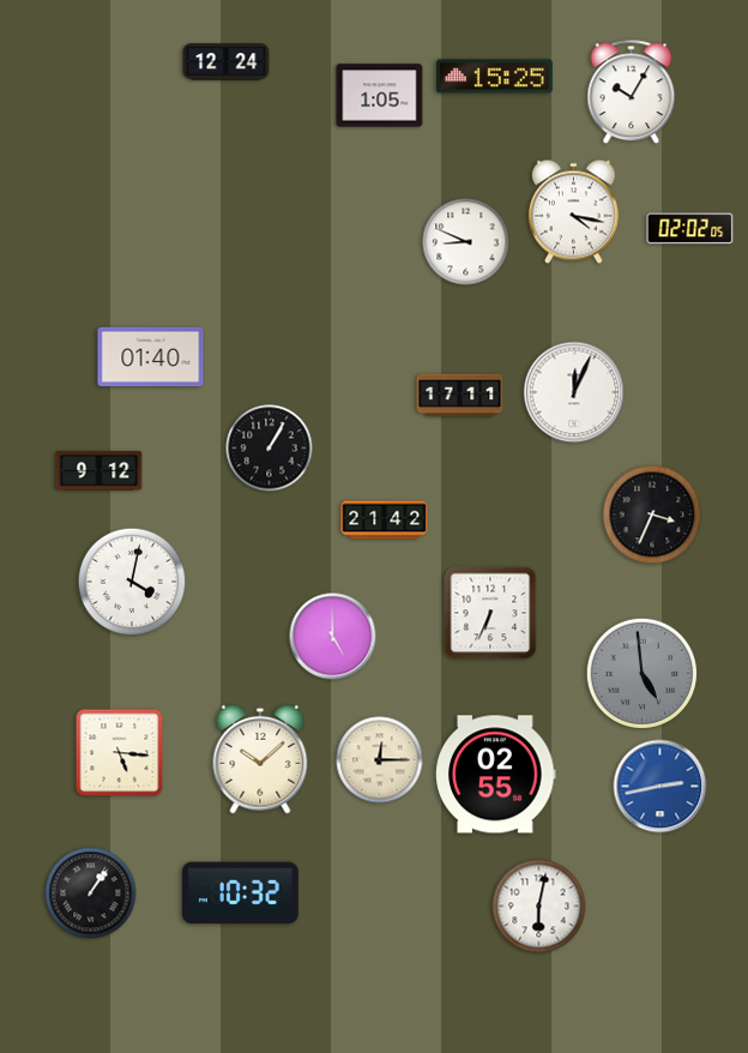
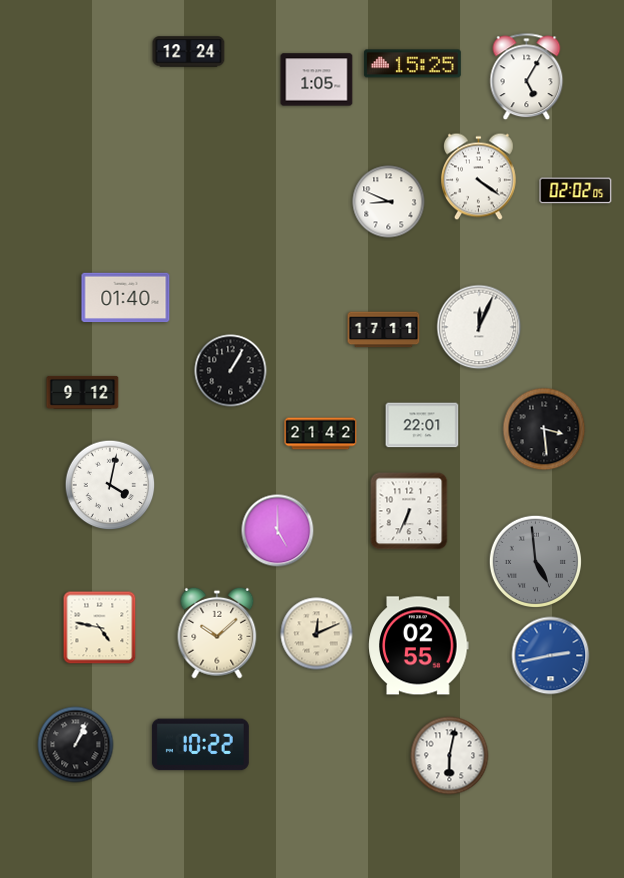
clock at (632, 92): 10:05 -> 5:05
clock at (573, 212): 4:17 -> 4:21
clock at (270, 449) position: (270, 449) -> (231, 371)
clock at (422, 425): none -> 22:01
clock at (652, 515): 3:34 -> 3:29
clock at (120, 753): 5:16 -> 4:47
clock at (380, 760): 12:15 -> 12:11
clock at (496, 775) position: (496, 775) -> (419, 646)
clock at (91, 893): 1:06 -> 1:04
clock at (240, 893): 10:32 -> 10:22
